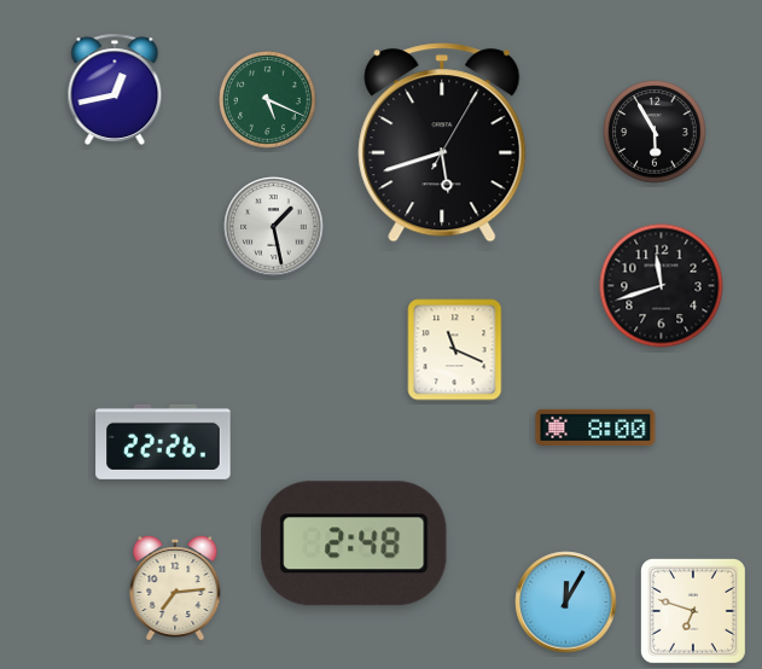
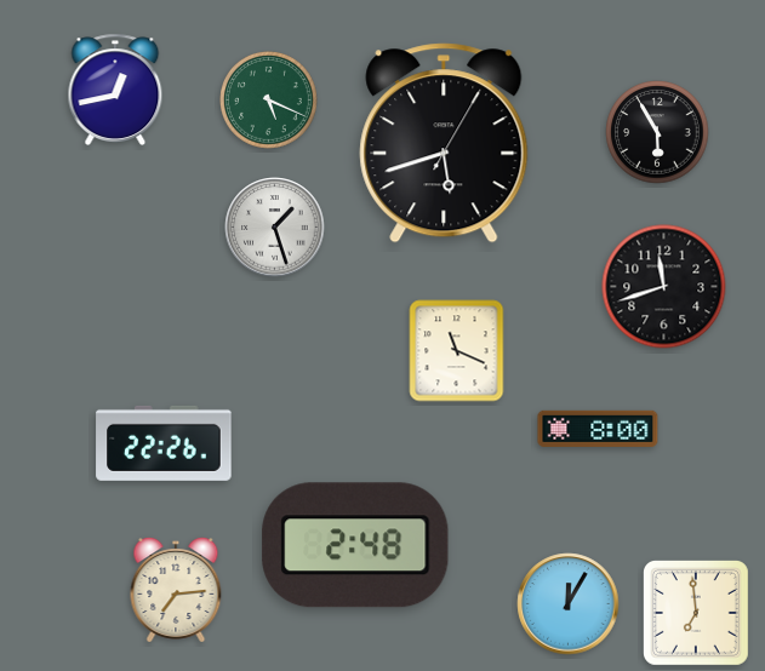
clock at (274, 227): 1:28 -> 1:27
clock at (693, 611): 6:48 -> 6:59
